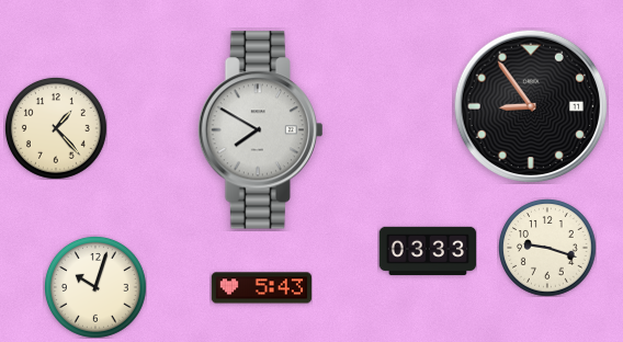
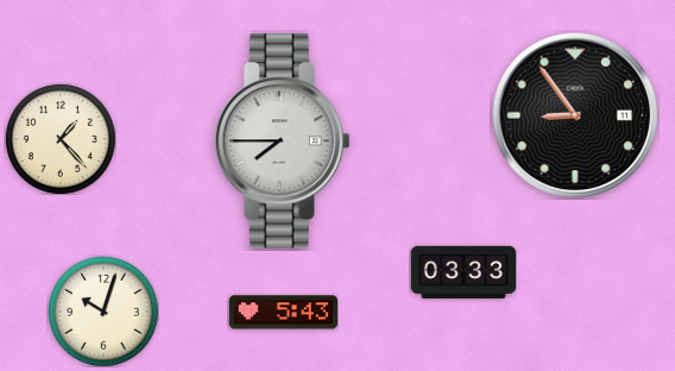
clock at (260, 130): 7:50 -> 7:45
clock at (547, 248): 9:18 -> none
